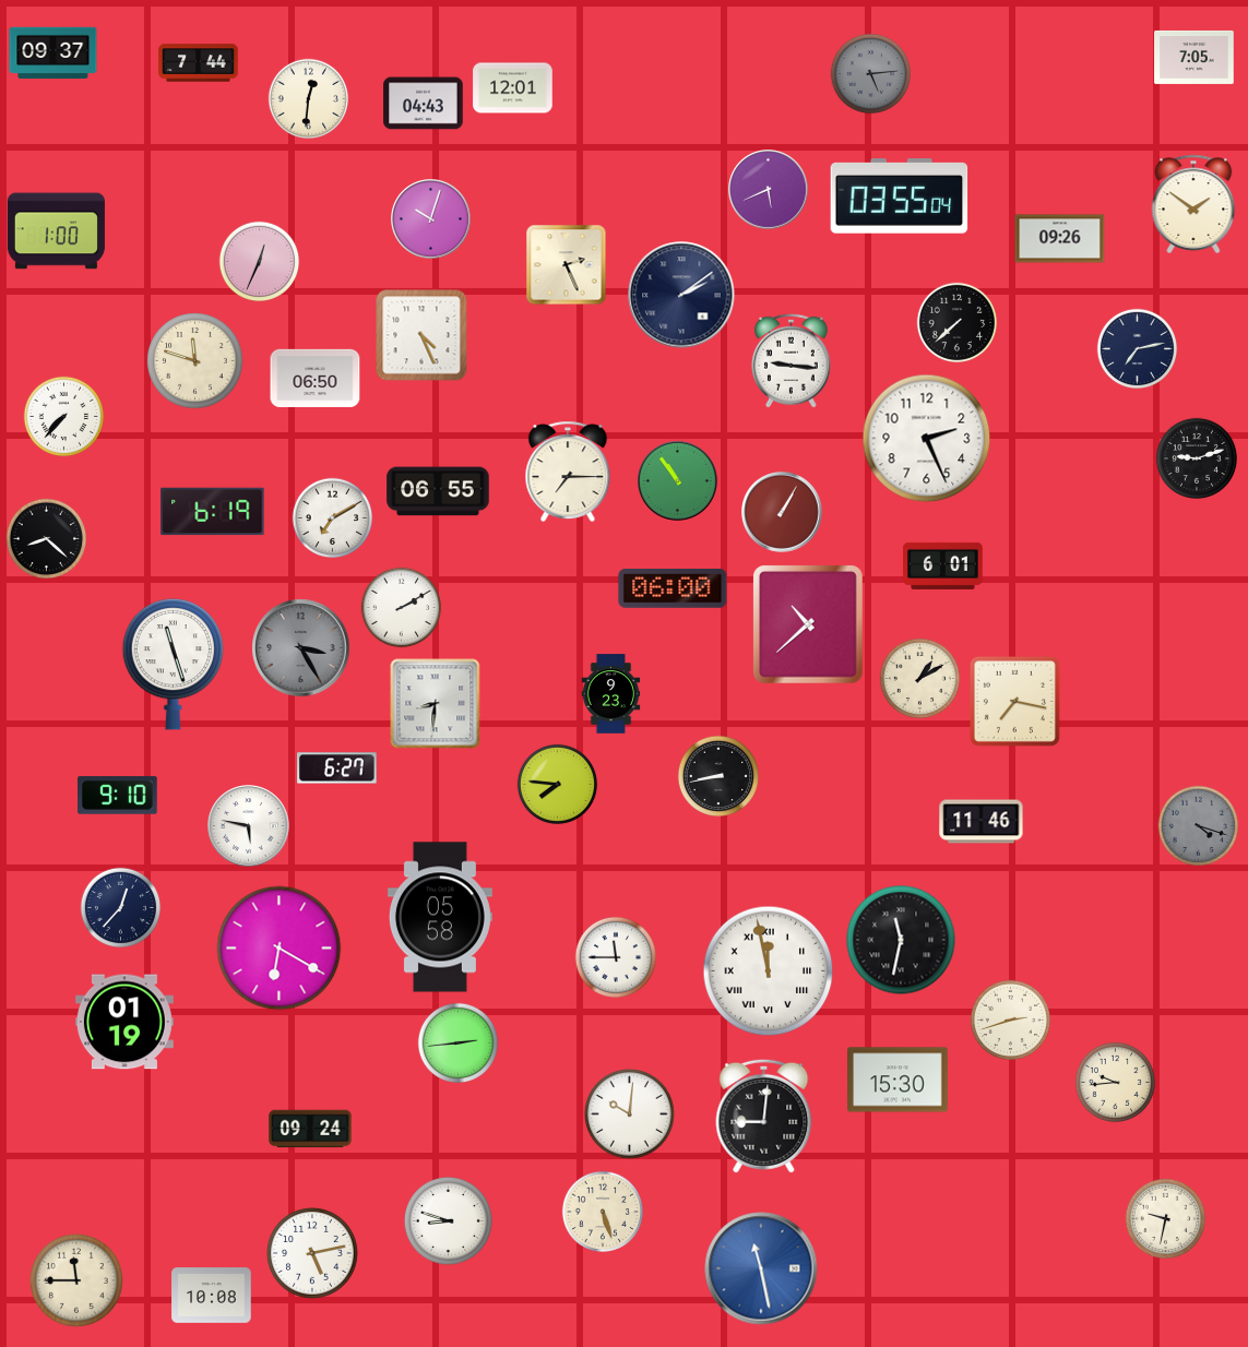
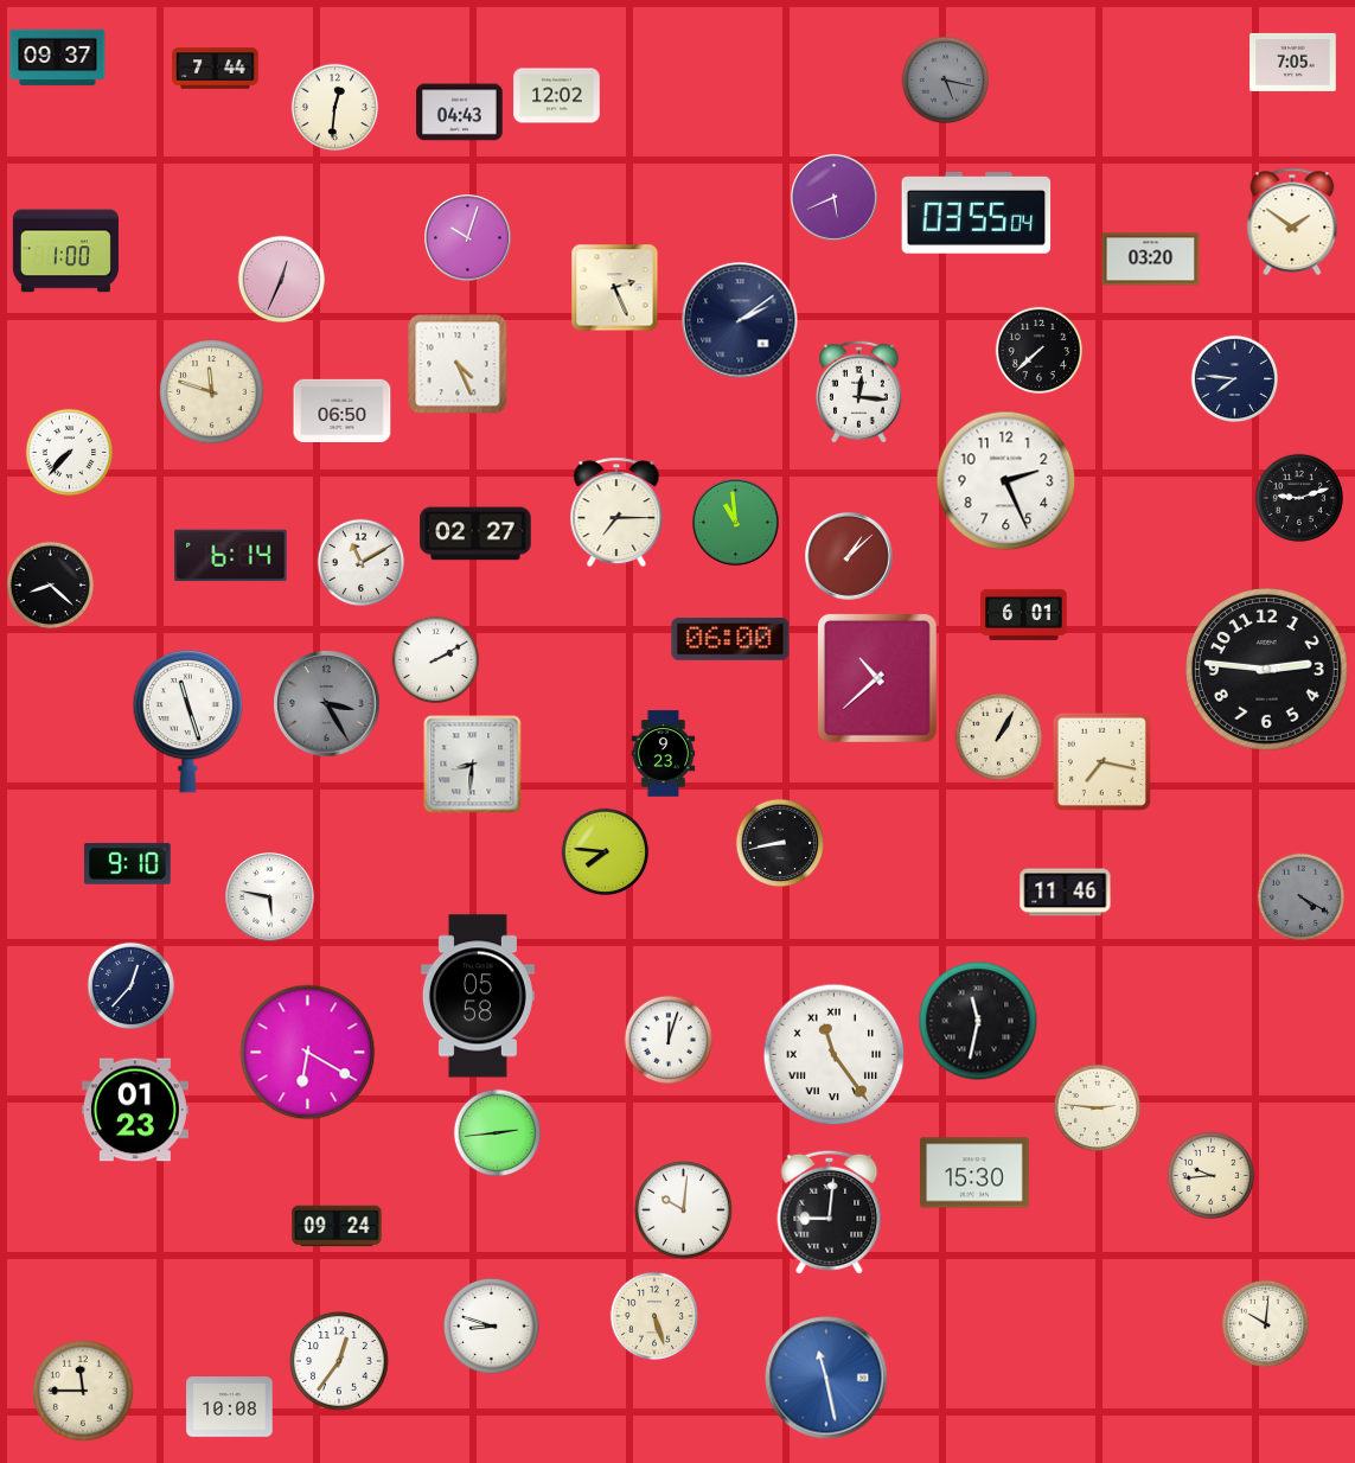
clock at (1194, 57) position: (1194, 57) -> (1293, 62)
clock at (871, 74): 5:14 -> 5:17
clock at (513, 88): 12:01 -> 12:02
clock at (769, 190) position: (769, 190) -> (835, 198)
clock at (1193, 204) position: (1193, 204) -> (1292, 222)
clock at (56, 231) position: (56, 231) -> (65, 251)
clock at (1060, 239): 09:26 -> 03:20
clock at (260, 262) position: (260, 262) -> (282, 280)
clock at (1138, 349): 7:13 -> 7:46
clock at (791, 360): 9:16 -> 12:16
clock at (927, 439) position: (927, 439) -> (1006, 481)
clock at (678, 481): 10:54 -> 10:59
clock at (438, 491): 06:55 -> 02:27
clock at (213, 512): 6:19 -> 6:14
clock at (783, 513): 1:05 -> 1:08
clock at (333, 518): 7:10 -> 11:10
clock at (1266, 669): none -> 2:46
clock at (920, 679): 1:10 -> 1:05
clock at (337, 768): 6:27 -> none
clock at (1199, 826): 4:18 -> 4:20
clock at (280, 949) position: (280, 949) -> (308, 1053)
clock at (615, 956): 11:45 -> 12:03
clock at (769, 971): 11:58 -> 11:24
clock at (1011, 1021): 2:42 -> 2:46
clock at (124, 1022): 01:19 -> 01:23
clock at (1166, 1219): 9:32 -> 10:01
clock at (448, 1220) position: (448, 1220) -> (491, 1325)
clock at (313, 1254): 5:13 -> 12:36
